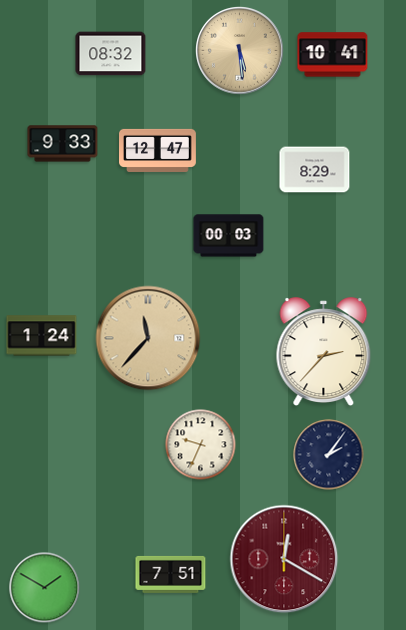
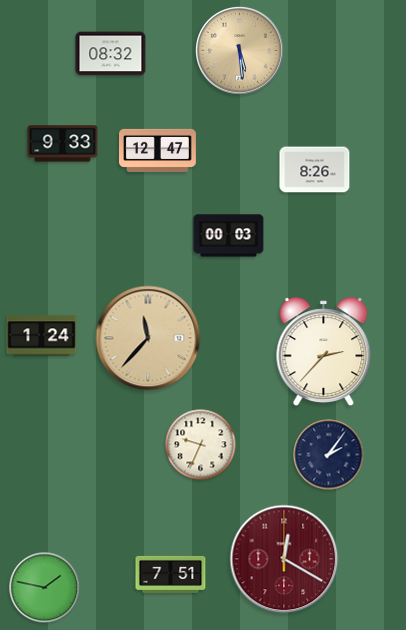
clock at (333, 55): 10:41 -> none
clock at (315, 170): 8:29 -> 8:26
clock at (45, 588): 1:50 -> 1:47
